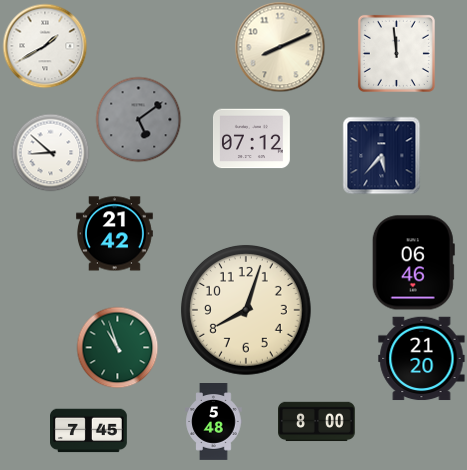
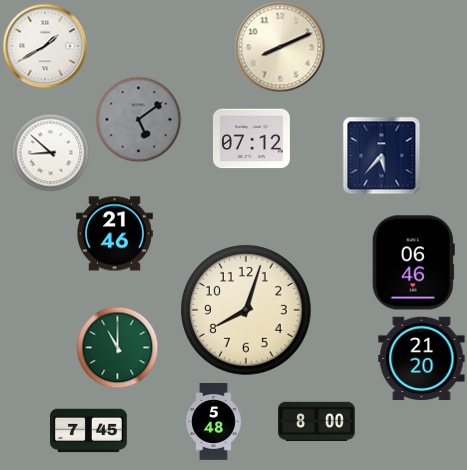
clock at (396, 53): 11:59 -> none
clock at (115, 234): 21:42 -> 21:46
clock at (117, 347): 10:57 -> 11:00
